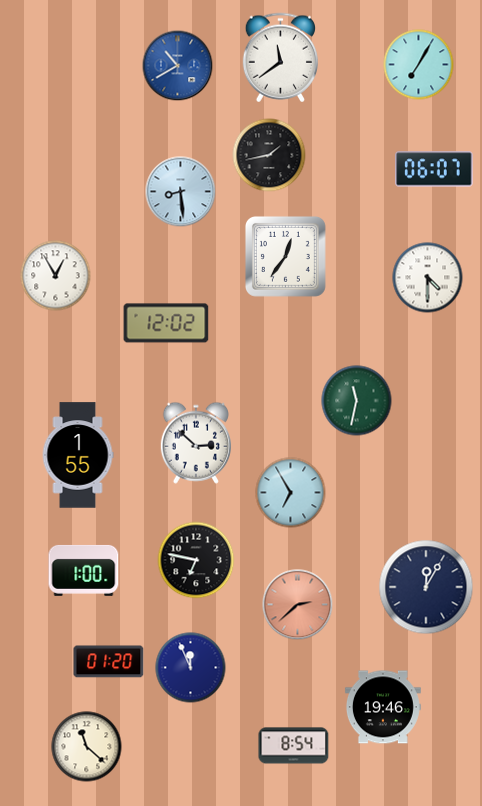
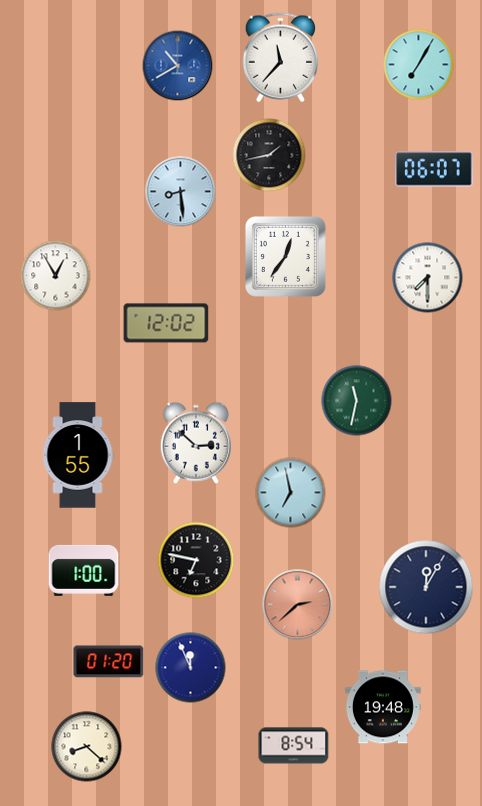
clock at (280, 58): 11:39 -> 11:37
clock at (428, 278): 4:30 -> 7:30
clock at (291, 493): 6:55 -> 6:58
clock at (383, 707): 19:46 -> 19:48
clock at (87, 747): 11:22 -> 8:22
